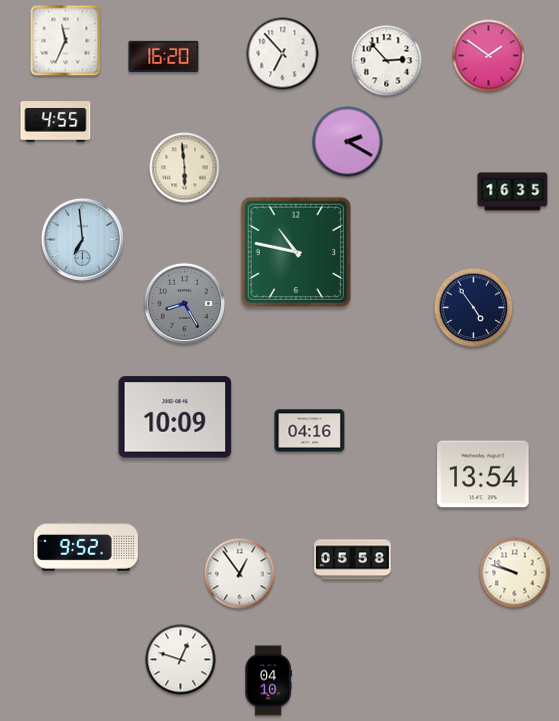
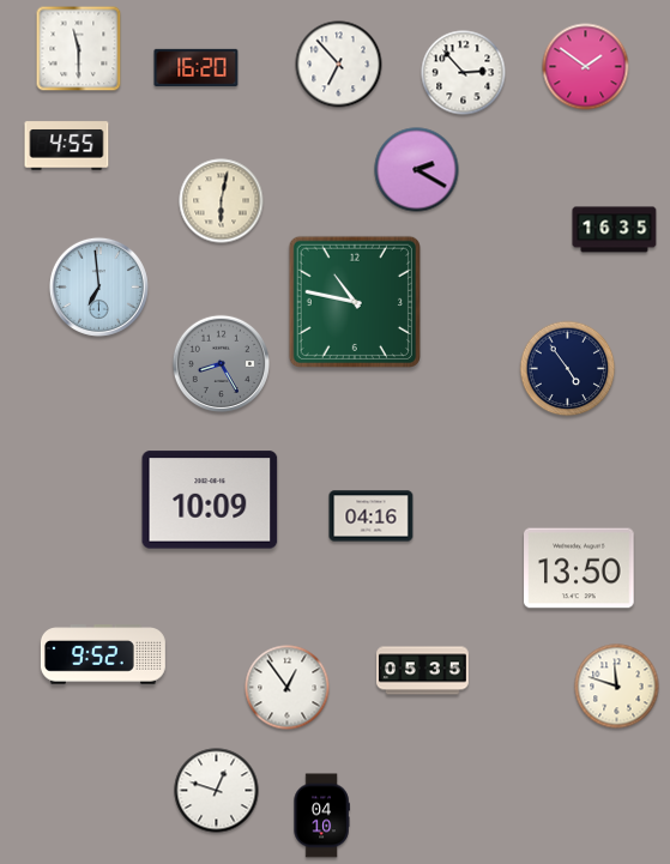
clock at (66, 41): 11:34 -> 11:30
clock at (185, 168): 5:59 -> 6:02
clock at (483, 474): 13:54 -> 13:50
clock at (353, 560): 05:58 -> 05:35
clock at (515, 573): 9:48 -> 11:48
